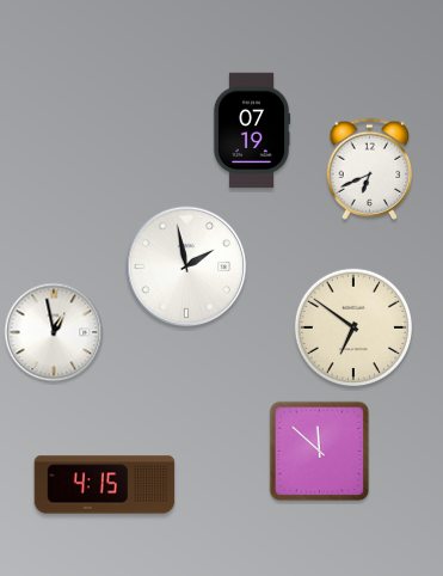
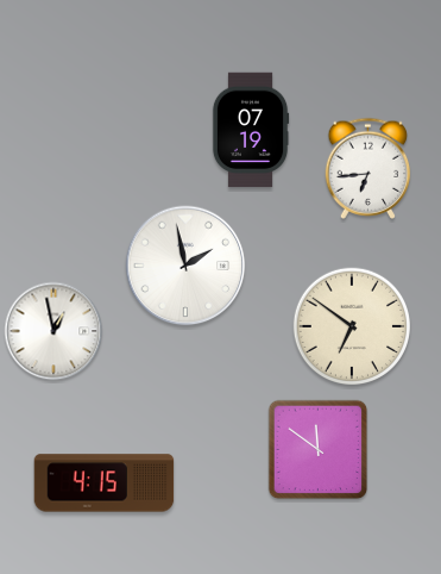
clock at (370, 168): 6:41 -> 6:44
clock at (320, 452): 11:52 -> 11:51
